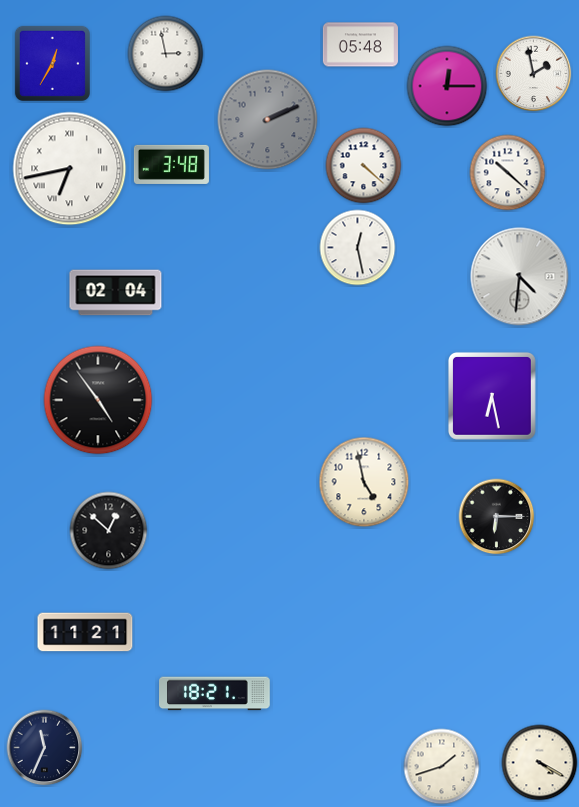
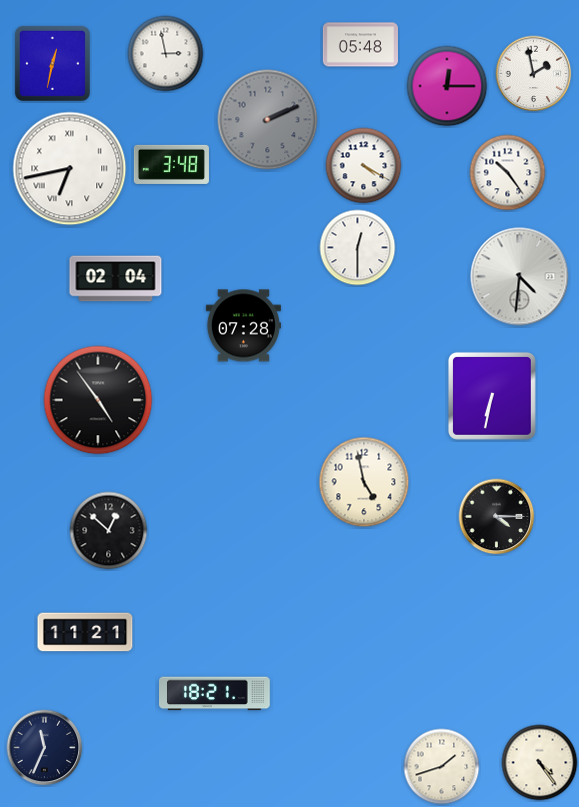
clock at (52, 63): 12:35 -> 12:32
clock at (364, 166): 4:22 -> 4:20
clock at (508, 173): 10:22 -> 10:24
clock at (358, 248): 12:28 -> 12:30
clock at (116, 293) position: (116, 293) -> (116, 279)
clock at (243, 326): none -> 07:28
clock at (492, 396): 6:28 -> 6:32
clock at (497, 517): 6:15 -> 4:15
clock at (540, 763): 4:20 -> 4:24
